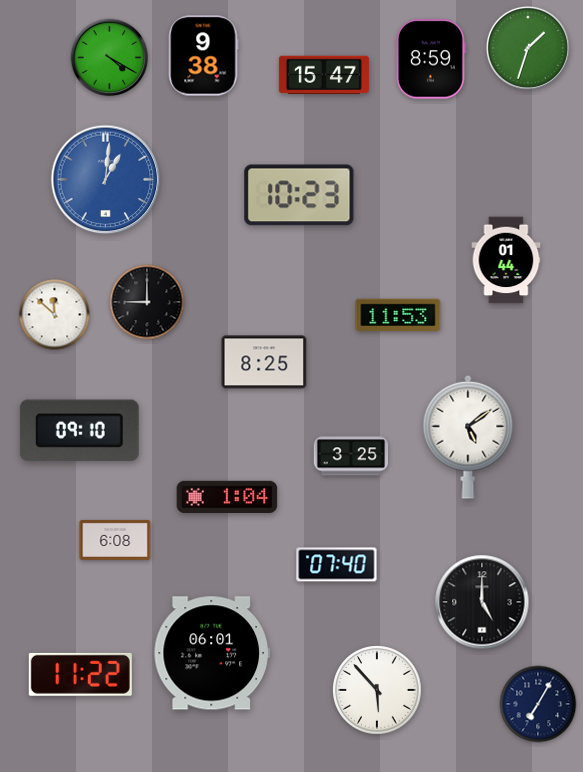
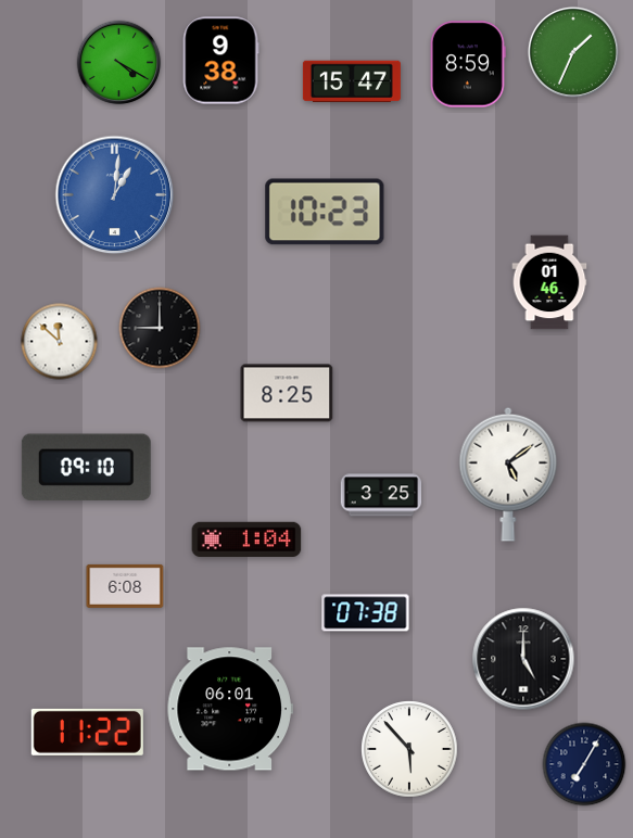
clock at (528, 48): 1:33 -> 1:34
clock at (506, 260): 01:44 -> 01:46
clock at (398, 315): 11:53 -> none
clock at (337, 565): 07:40 -> 07:38
clock at (482, 602) position: (482, 602) -> (523, 659)
